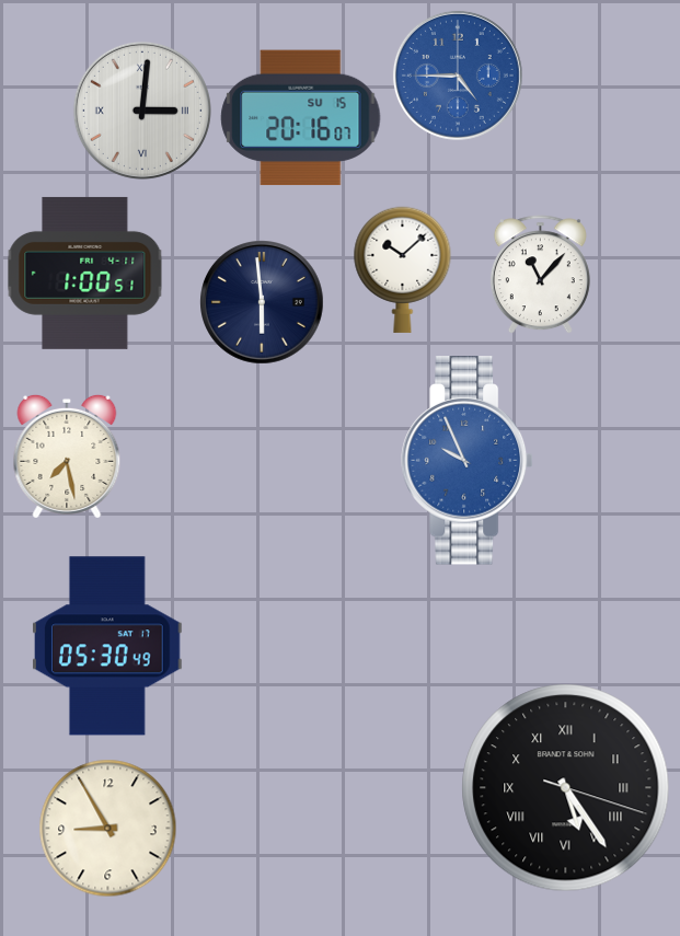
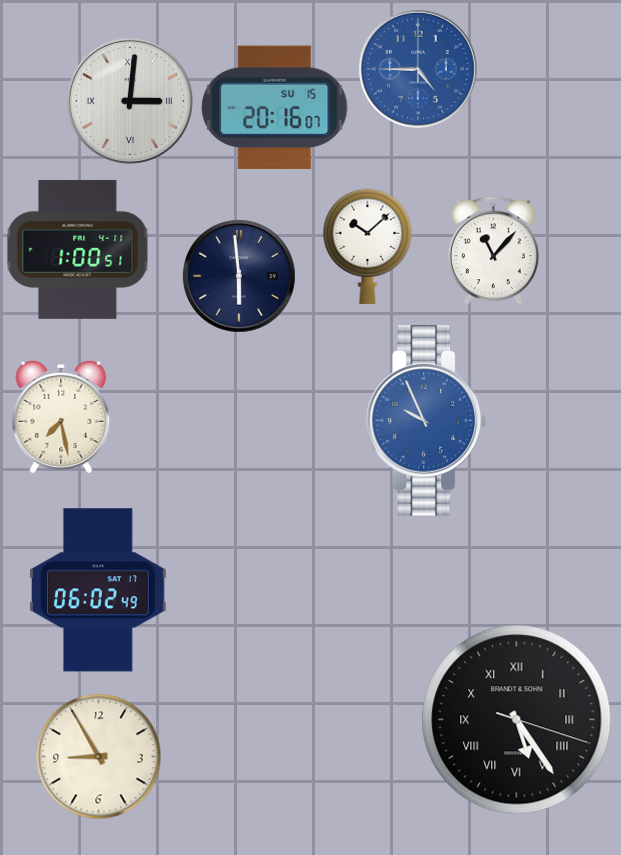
clock at (108, 646): 05:30 -> 06:02
